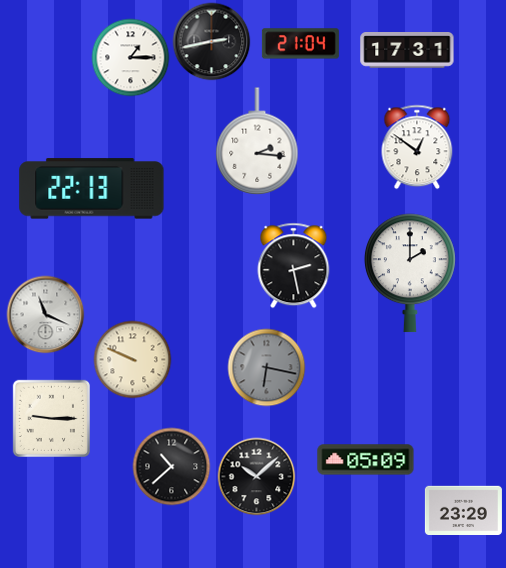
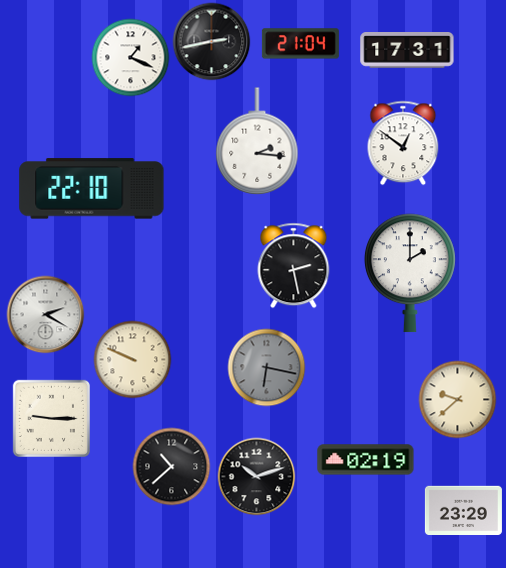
clock at (130, 57): 1:15 -> 1:19
clock at (417, 147) position: (417, 147) -> (403, 143)
clock at (92, 189): 22:13 -> 22:10
clock at (45, 314): 11:19 -> 2:20
clock at (457, 399): none -> 9:38
clock at (366, 460): 05:09 -> 02:19
clock at (256, 476): 10:08 -> 10:12
